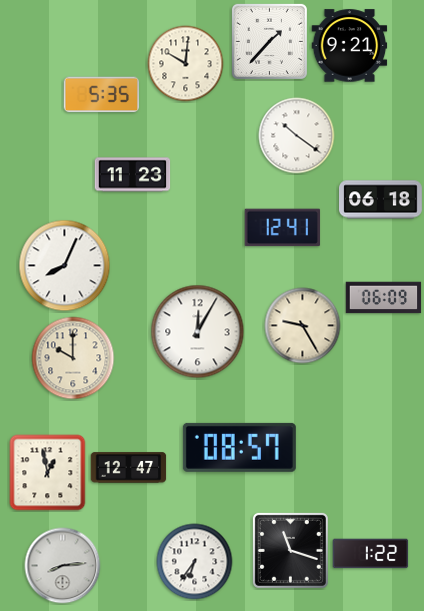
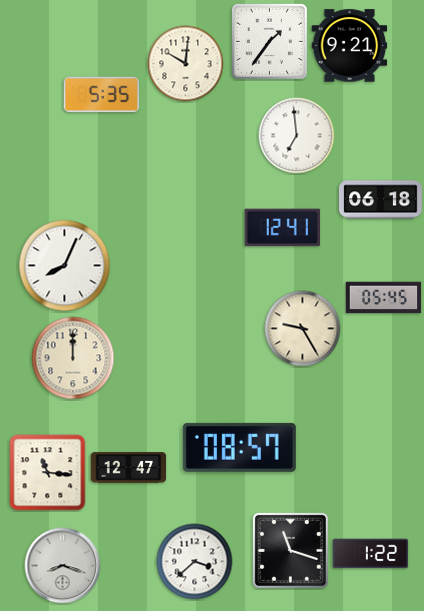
clock at (269, 41): 1:37 -> 1:36
clock at (297, 136): 10:21 -> 6:59
clock at (133, 175): 11:23 -> none
clock at (384, 298): 06:09 -> 05:45
clock at (303, 326) position: (303, 326) -> (303, 329)
clock at (198, 332): 12:05 -> none
clock at (73, 358): 10:00 -> 12:00
clock at (48, 473): 12:58 -> 11:16
clock at (195, 562): 6:36 -> 3:38
clock at (63, 566): 8:14 -> 8:18
